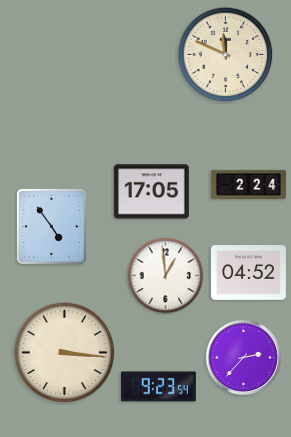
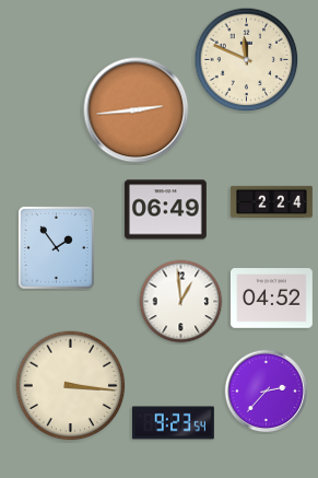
clock at (137, 110): none -> 2:44
clock at (151, 192): 17:05 -> 06:49
clock at (51, 226): 4:54 -> 1:54
